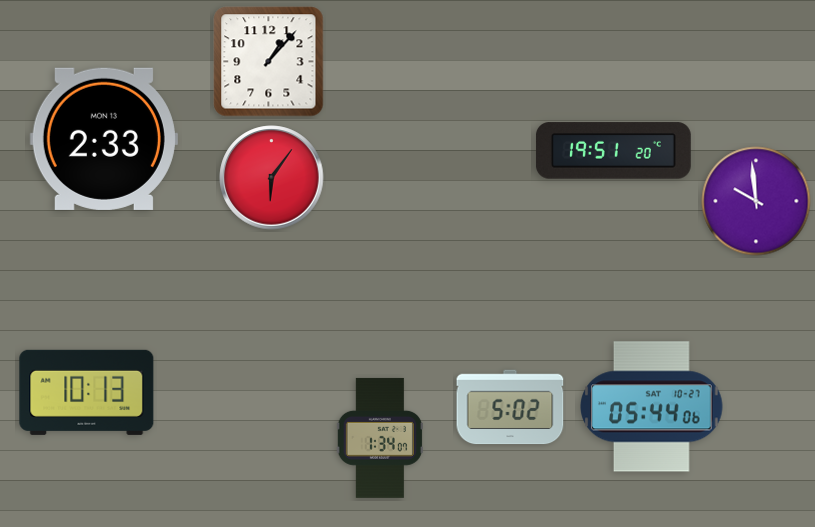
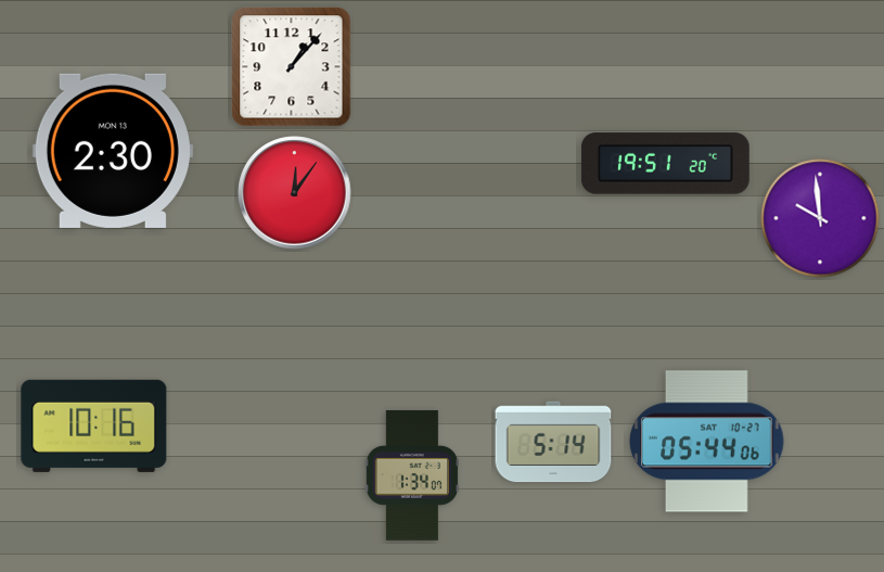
clock at (104, 139): 2:33 -> 2:30
clock at (272, 178): 6:06 -> 12:06
clock at (87, 392): 10:13 -> 10:16
clock at (510, 407): 5:02 -> 5:14
